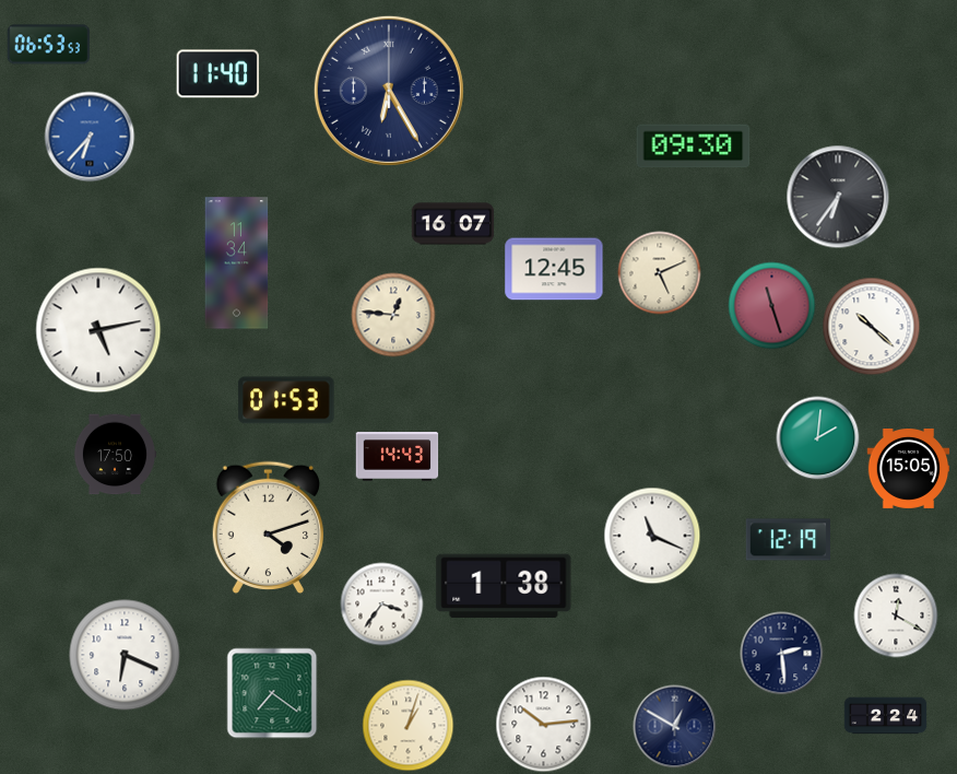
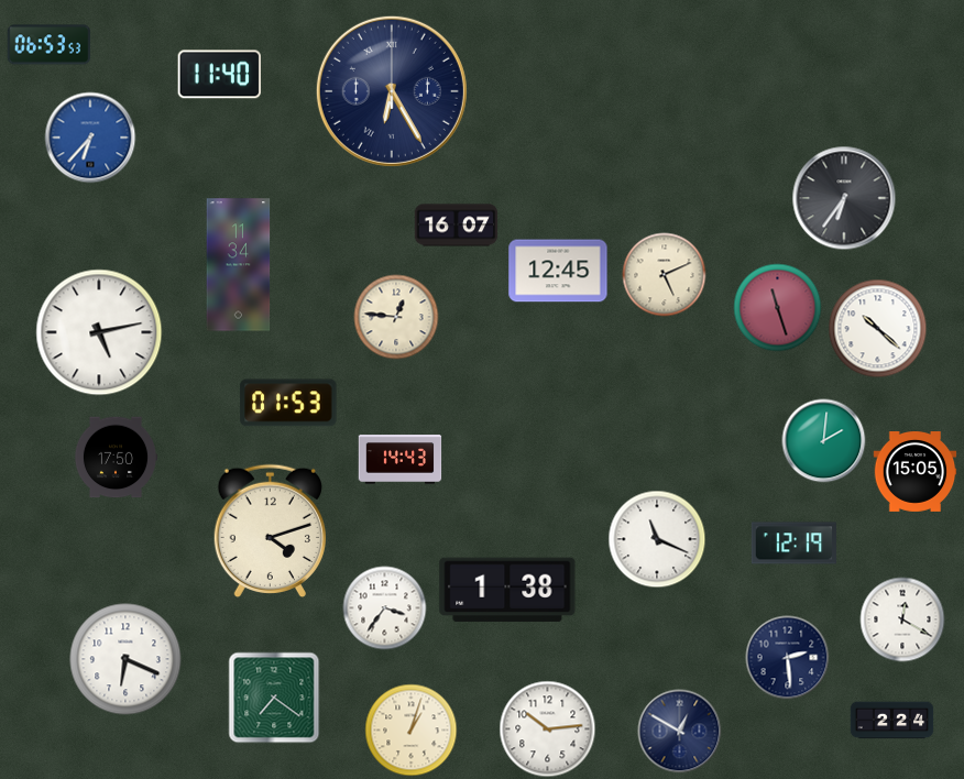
clock at (694, 146): 09:30 -> none
